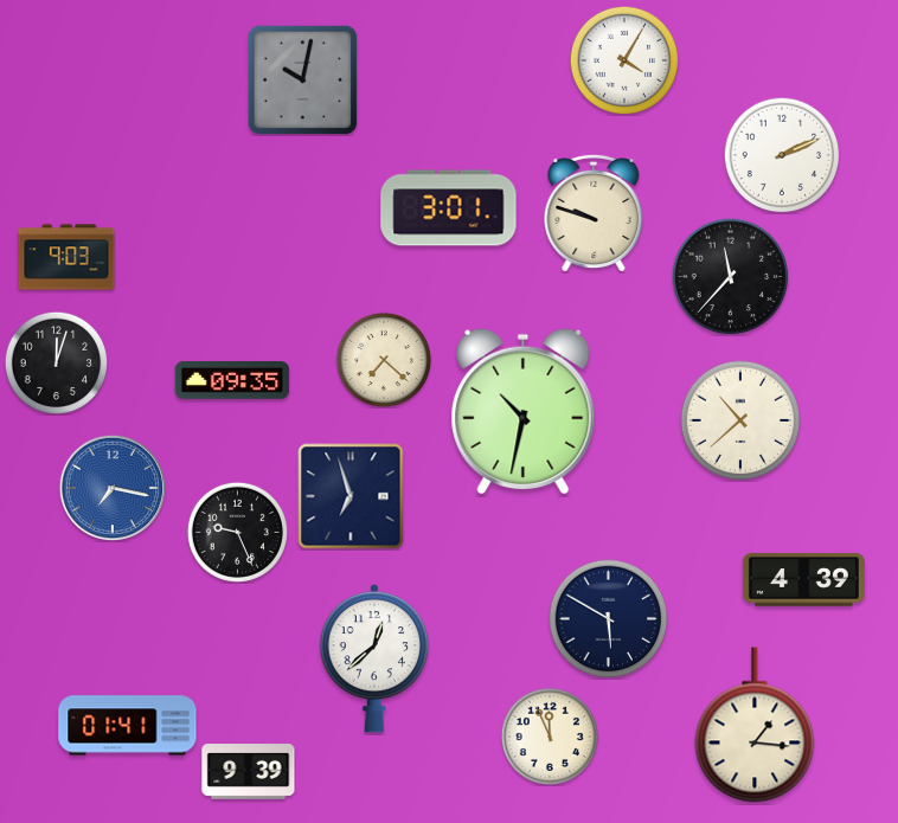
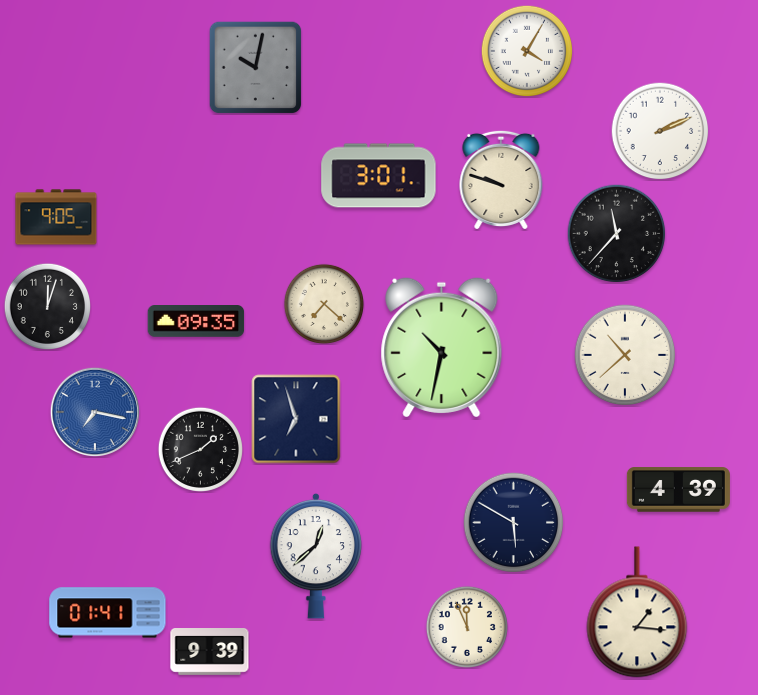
clock at (66, 257): 9:03 -> 9:05
clock at (237, 532): 9:26 -> 1:41
clock at (550, 737) position: (550, 737) -> (467, 627)
